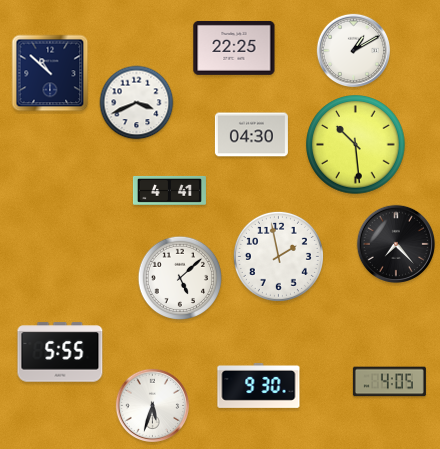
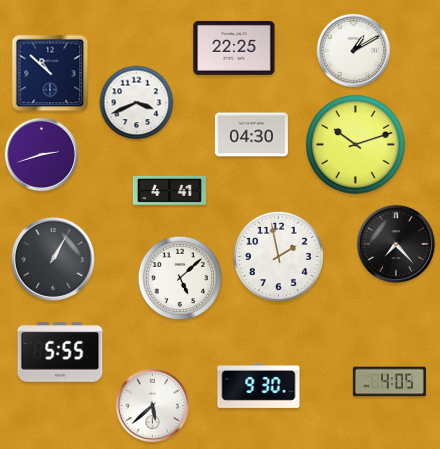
clock at (356, 145): 10:29 -> 10:12
clock at (42, 154): none -> 2:42
clock at (53, 259): none -> 1:05
clock at (153, 405): 5:33 -> 5:38
